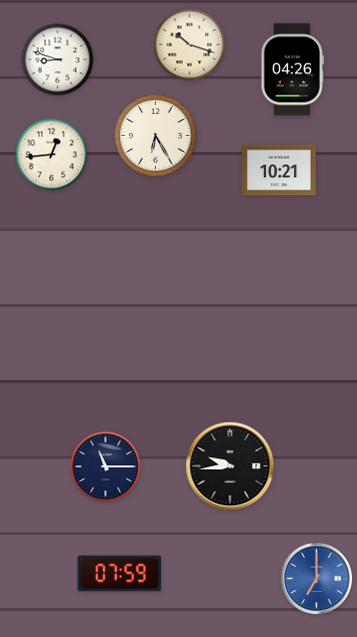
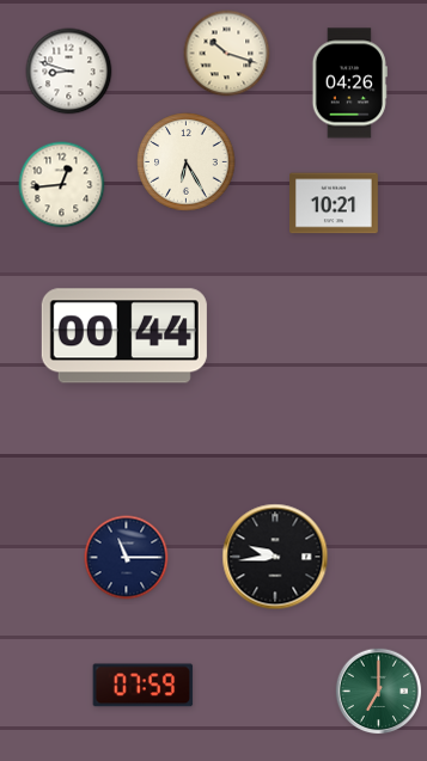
clock at (124, 336): none -> 00:44
clock at (317, 579) dial: blue -> green
